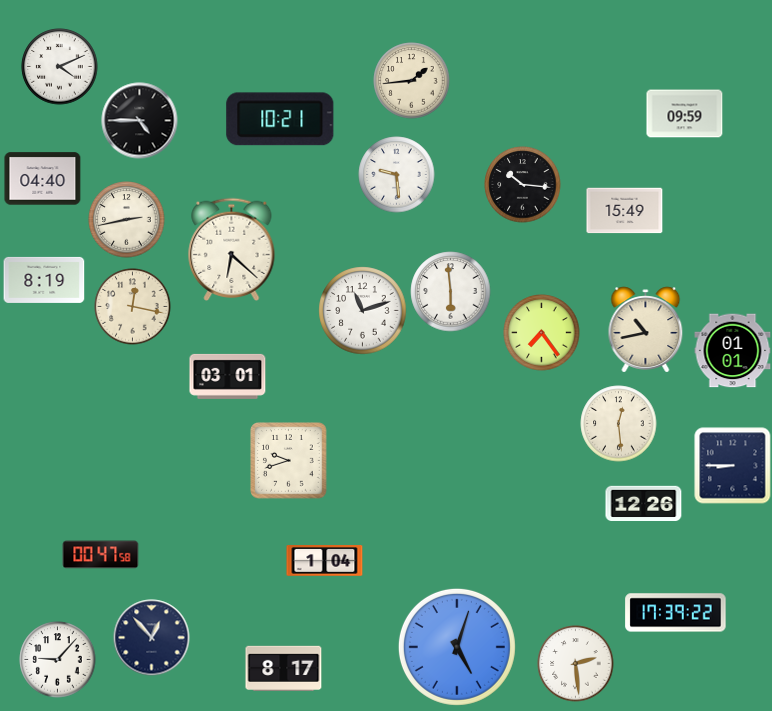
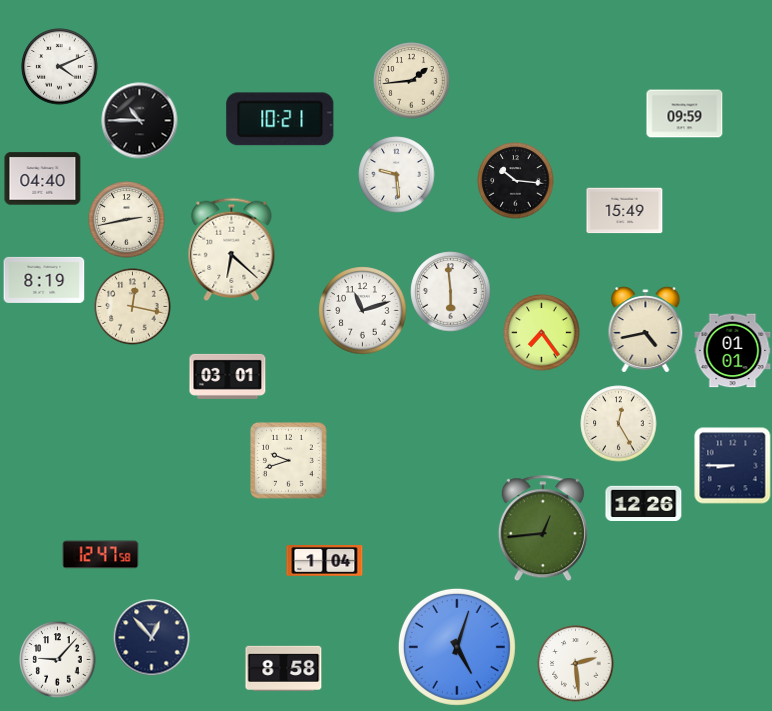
clock at (140, 121): 4:45 -> 10:45
clock at (523, 185) position: (523, 185) -> (516, 181)
clock at (646, 330): 10:43 -> 4:43
clock at (619, 424): 12:29 -> 12:25
clock at (543, 529): none -> 12:44
clock at (101, 555): 00:47 -> 12:47
clock at (676, 613): 17:39 -> none
clock at (284, 668): 8:17 -> 8:58
